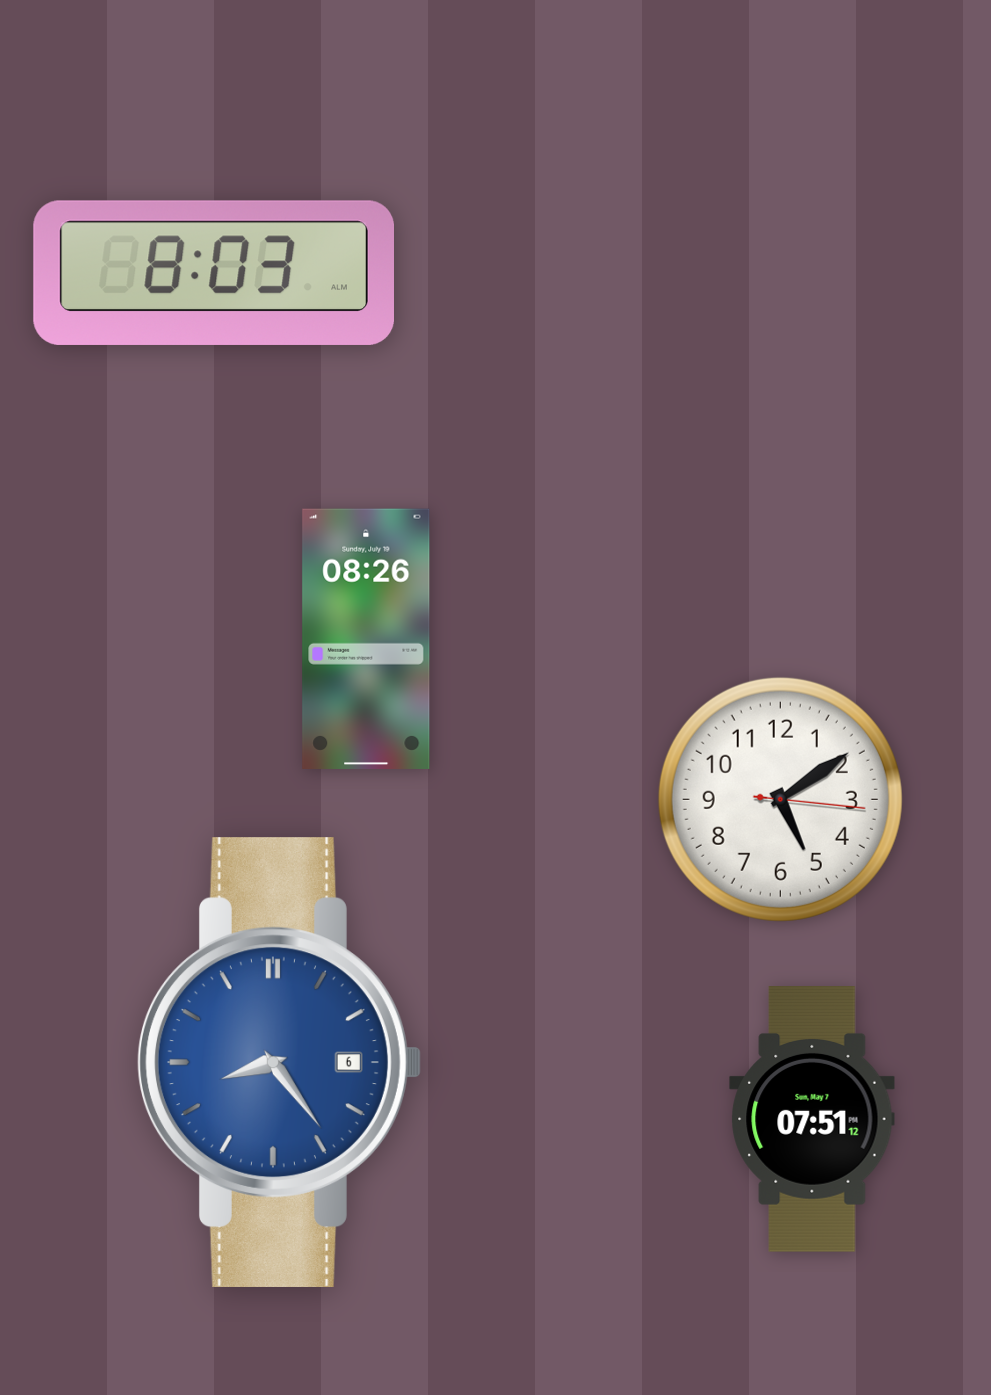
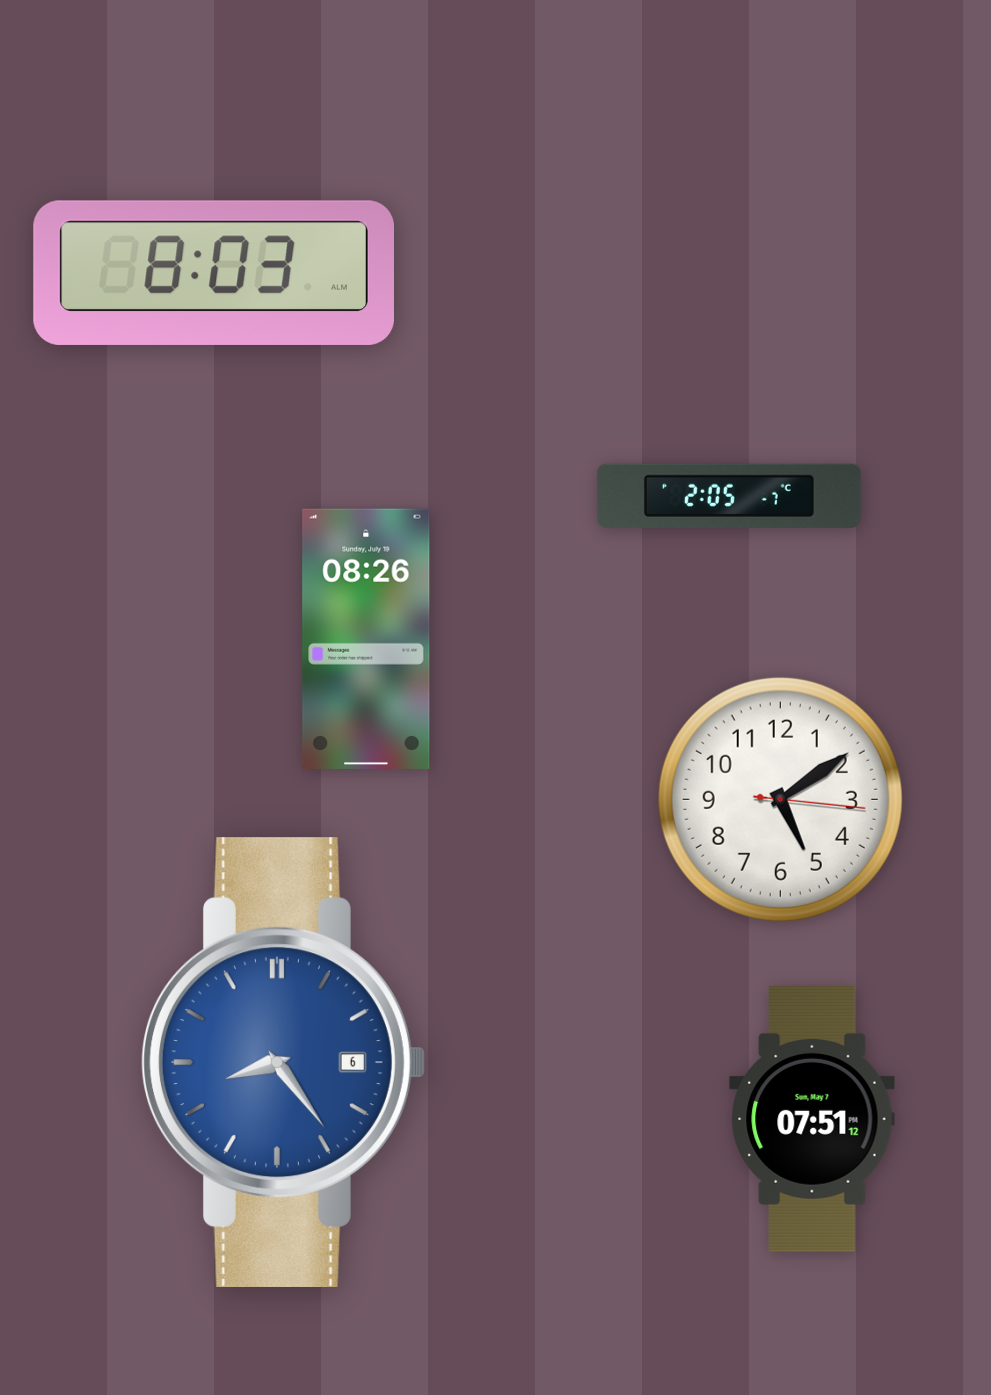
clock at (729, 496): none -> 2:05
clock at (279, 1062) position: (279, 1062) -> (283, 1062)
